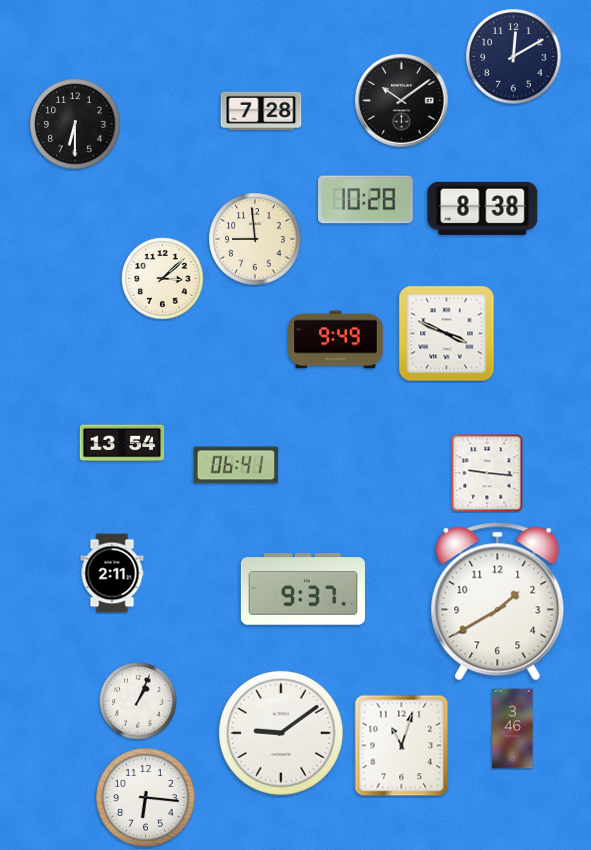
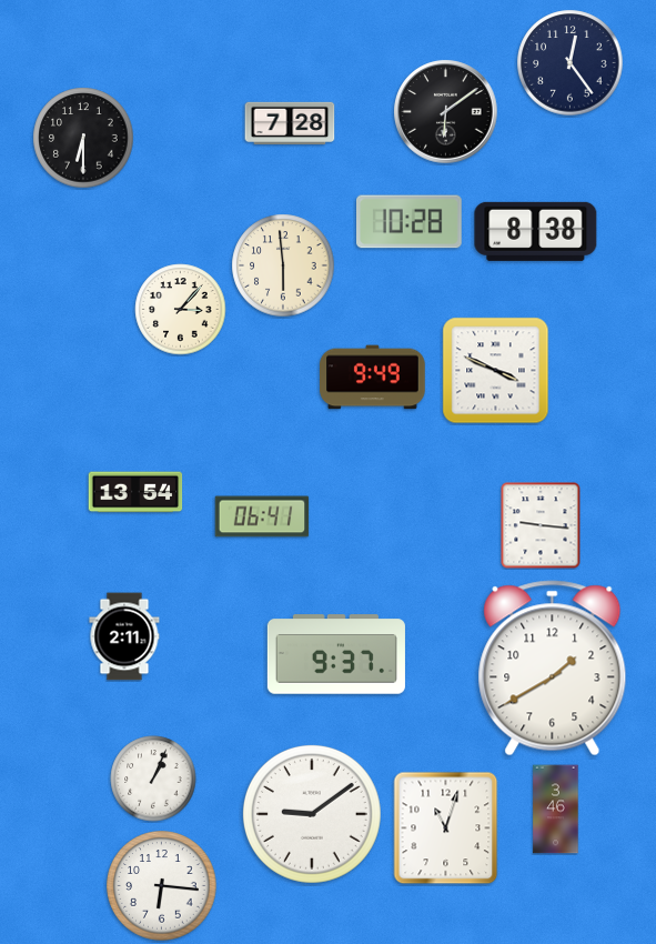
clock at (514, 57): 12:10 -> 12:24
clock at (402, 101): 10:09 -> 6:09
clock at (366, 200) position: (366, 200) -> (410, 222)
clock at (255, 239): 8:59 -> 5:59
clock at (163, 279): 3:08 -> 3:07
clock at (513, 729) position: (513, 729) -> (556, 810)
